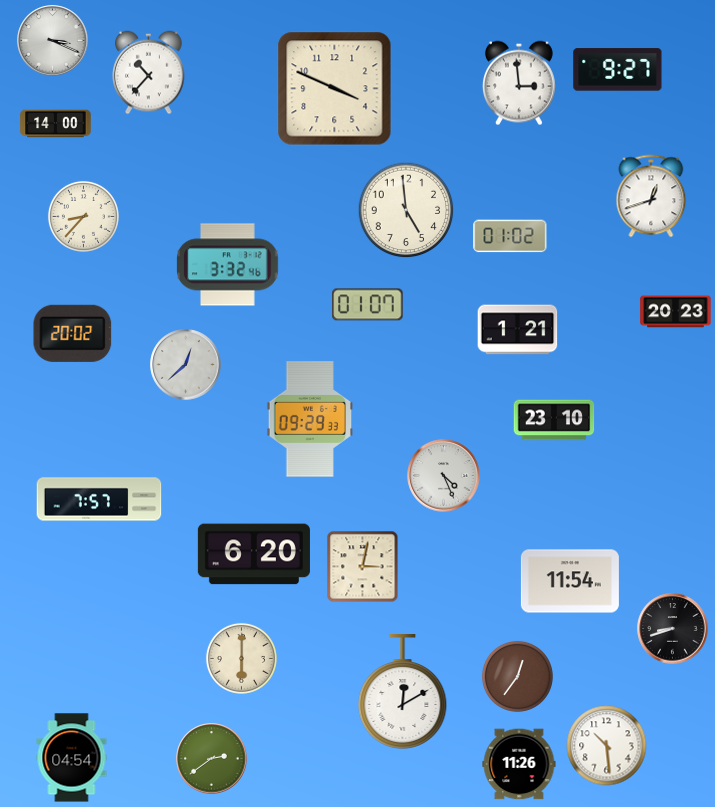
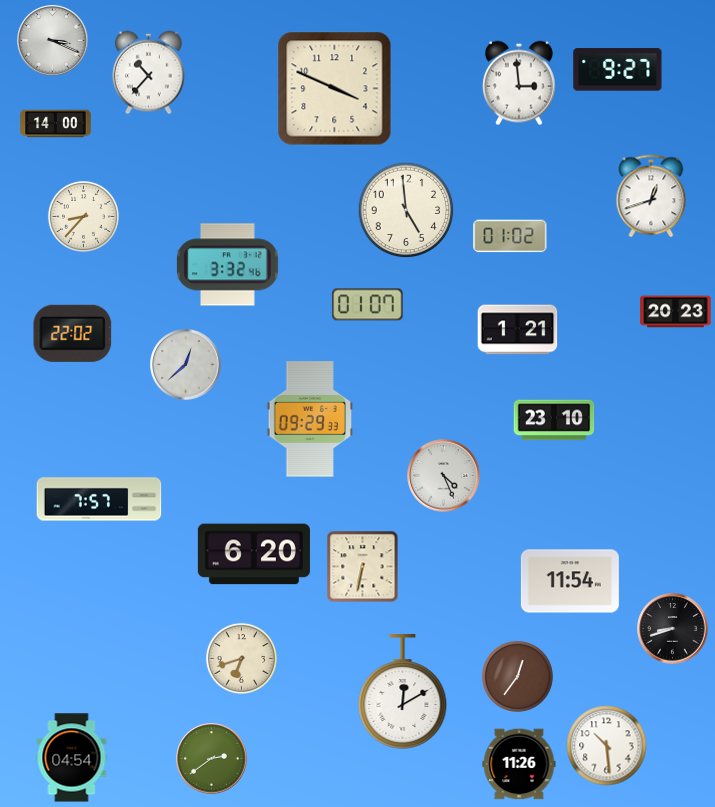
clock at (73, 333): 20:02 -> 22:02
clock at (363, 567): 3:02 -> 6:32
clock at (241, 658): 6:00 -> 6:42
